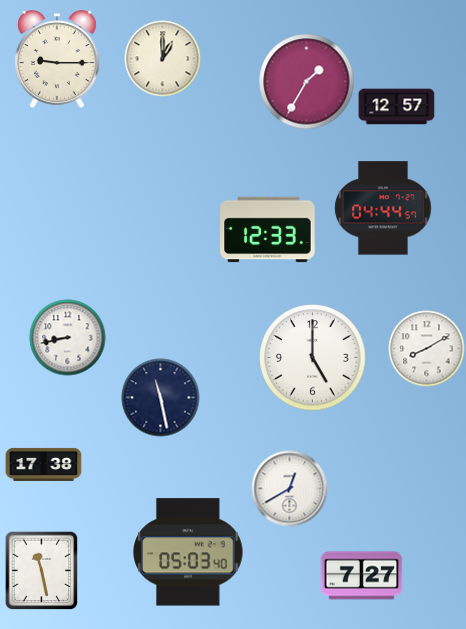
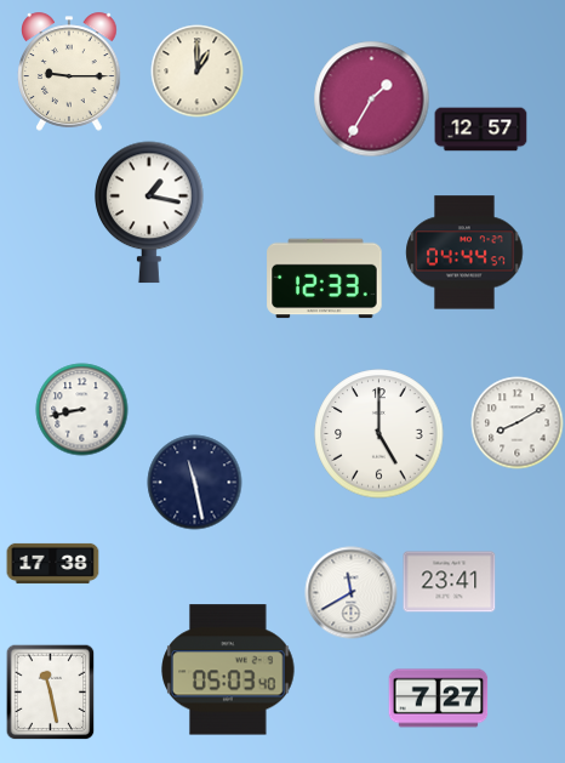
clock at (149, 212): none -> 1:17
clock at (450, 582): none -> 23:41
clock at (290, 489): 12:40 -> 11:40
